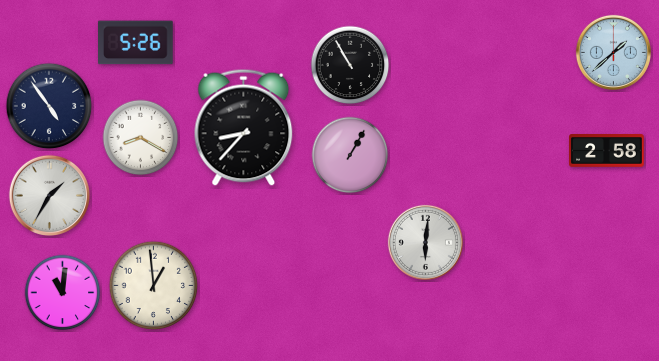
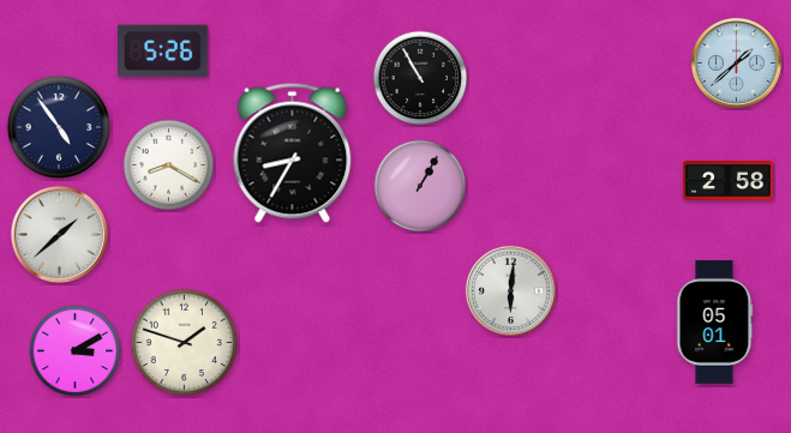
clock at (244, 127): 8:37 -> 8:35
clock at (49, 195): 1:35 -> 1:38
clock at (715, 323): none -> 05:01
clock at (154, 286): 12:59 -> 1:48
clock at (63, 293): 11:01 -> 3:10
